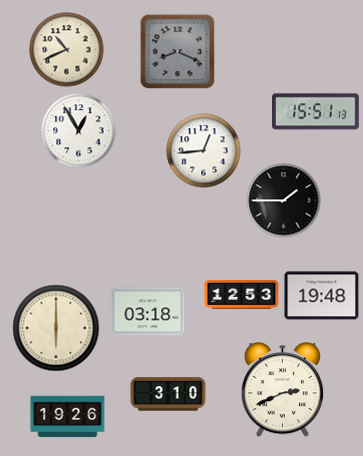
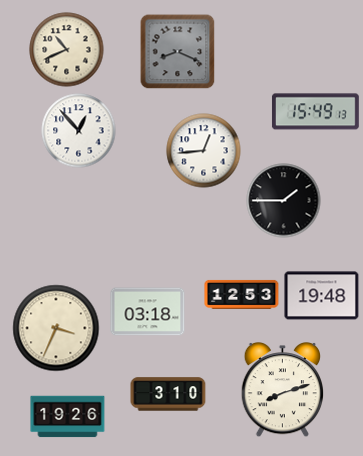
clock at (315, 112): 15:51 -> 15:49
clock at (79, 131): 12:55 -> 12:53
clock at (56, 328): 6:00 -> 3:34
clock at (282, 391): 2:41 -> 8:12
